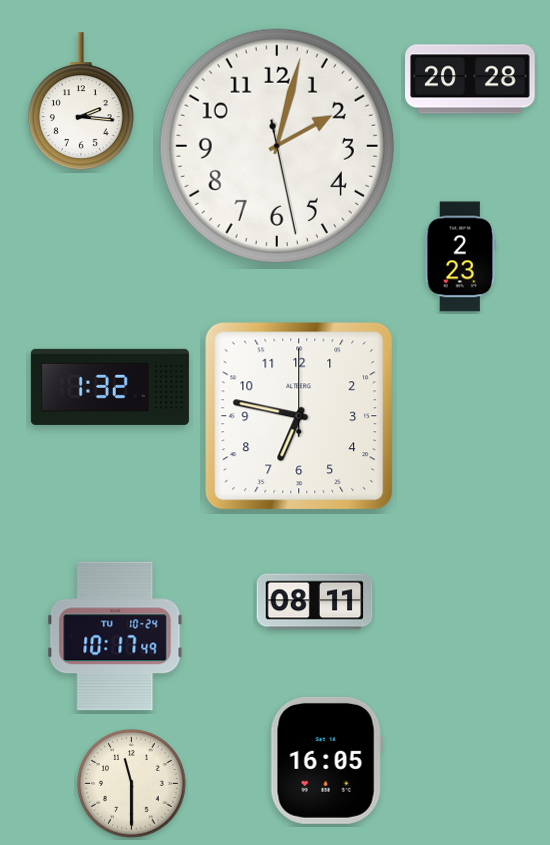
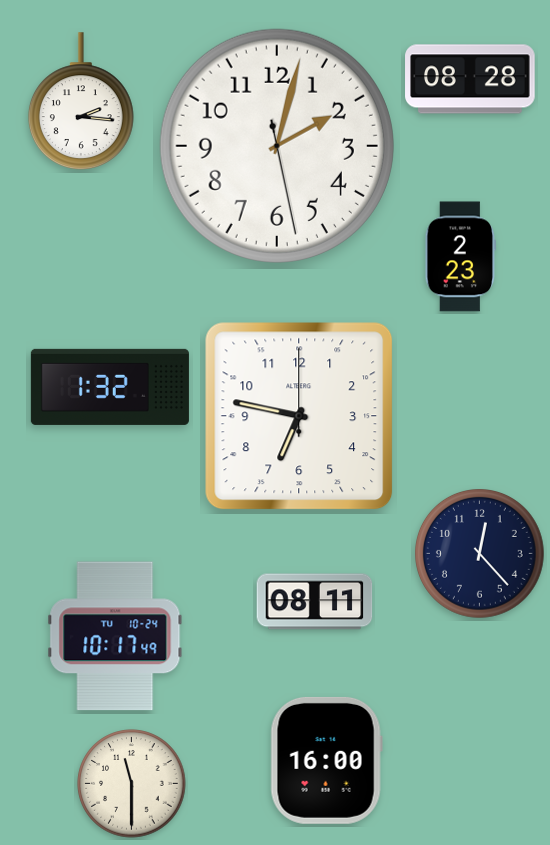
clock at (470, 79): 20:28 -> 08:28
clock at (480, 554): none -> 12:23
clock at (326, 760): 16:05 -> 16:00
